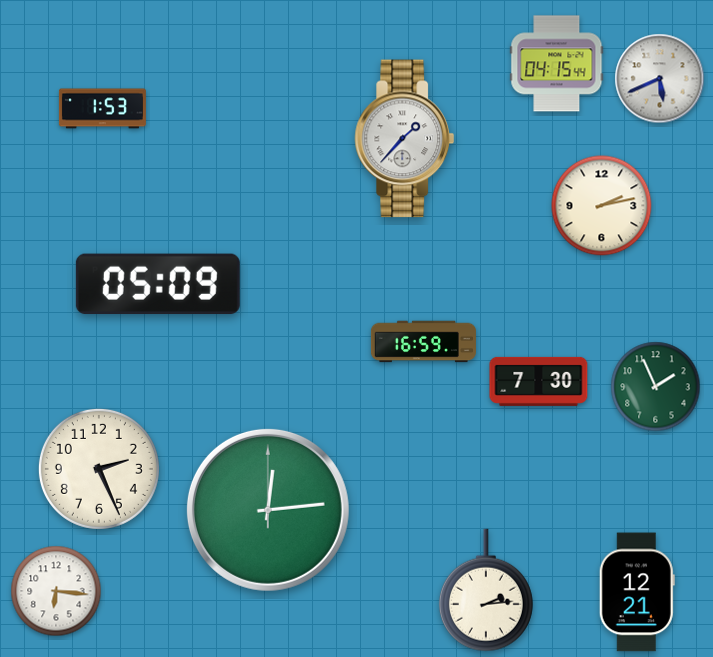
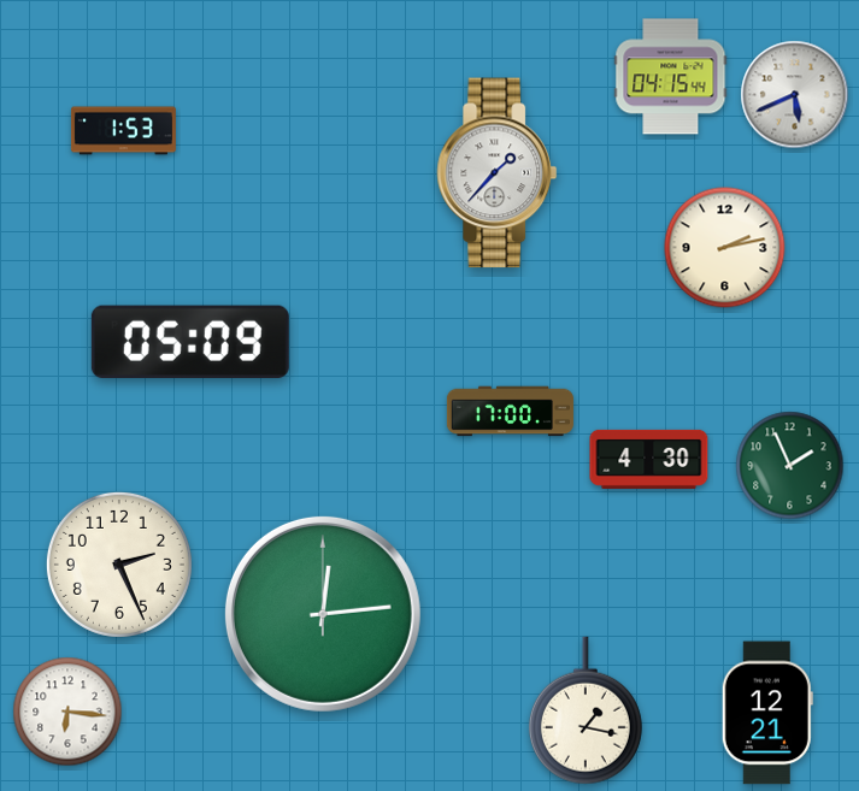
clock at (405, 139) position: (405, 139) -> (498, 173)
clock at (423, 342): 16:59 -> 17:00
clock at (539, 381): 7:30 -> 4:30
clock at (486, 590): 2:14 -> 1:17
